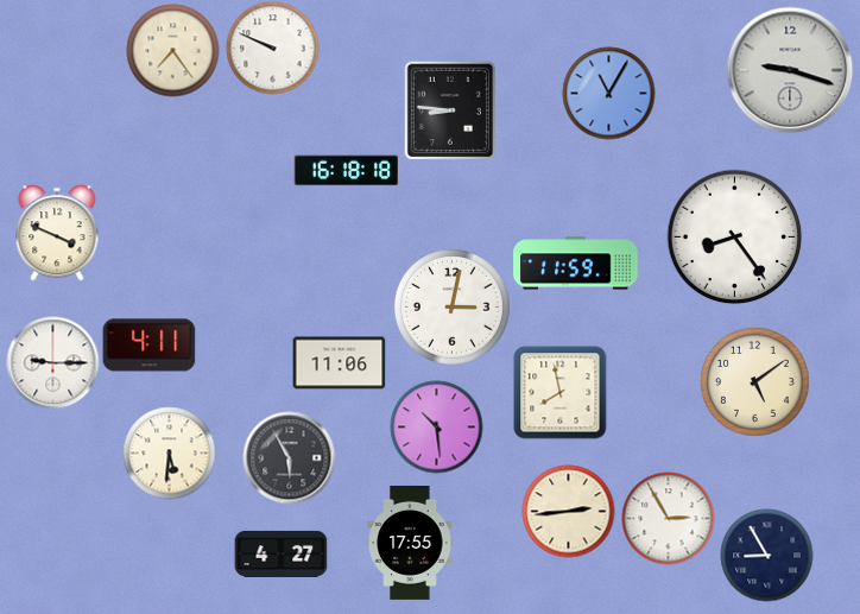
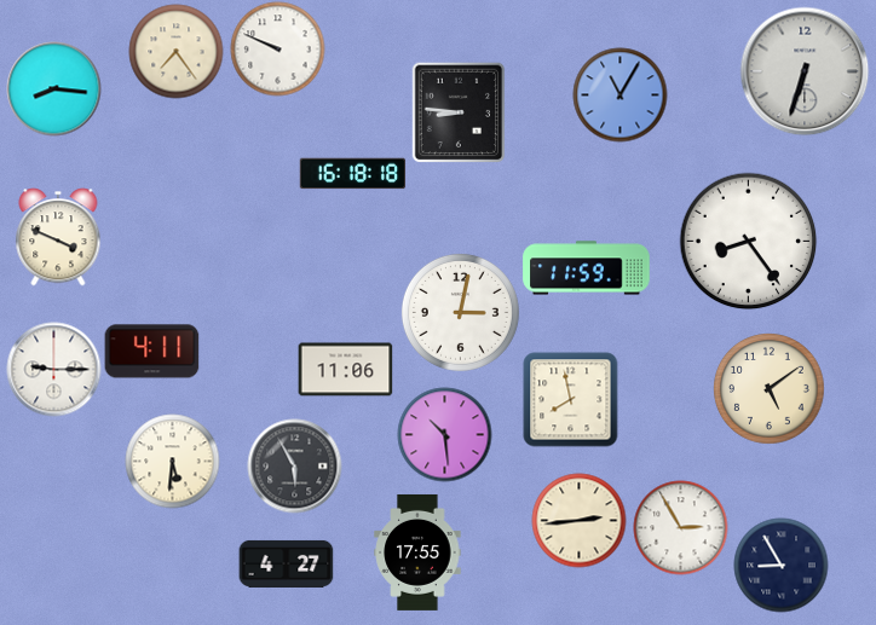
clock at (790, 70): 9:18 -> 6:33
clock at (53, 88): none -> 8:16
